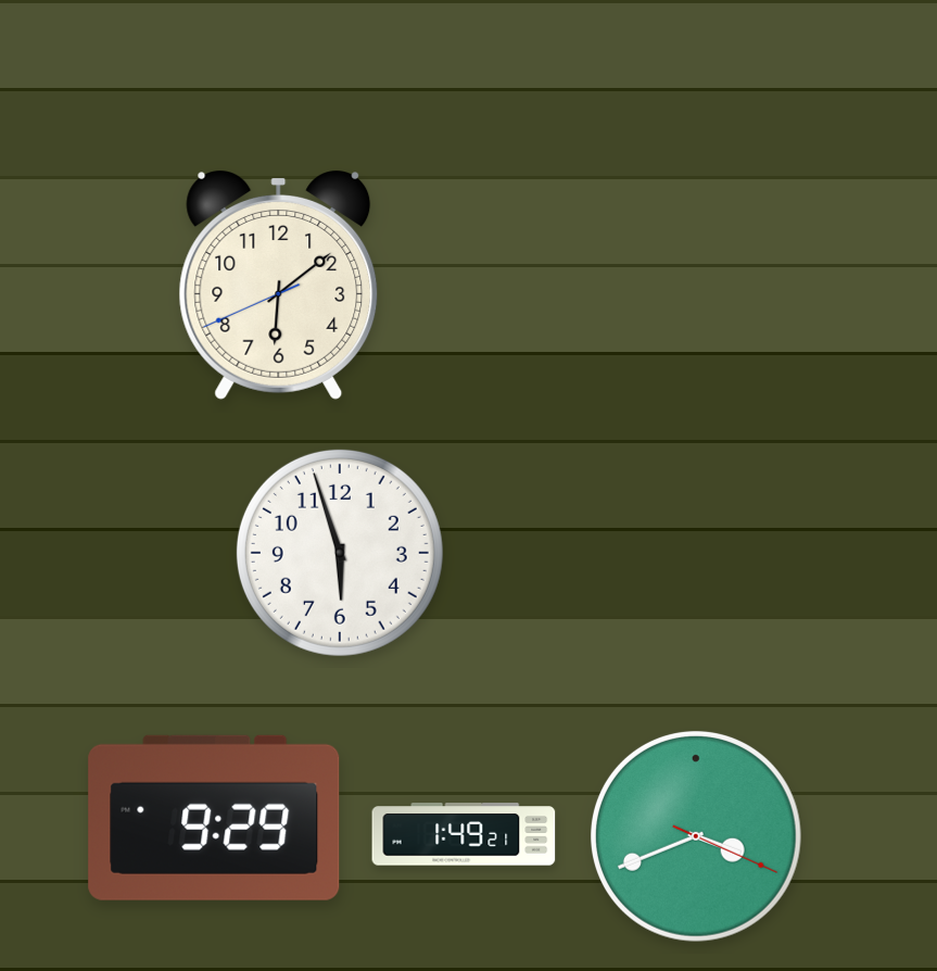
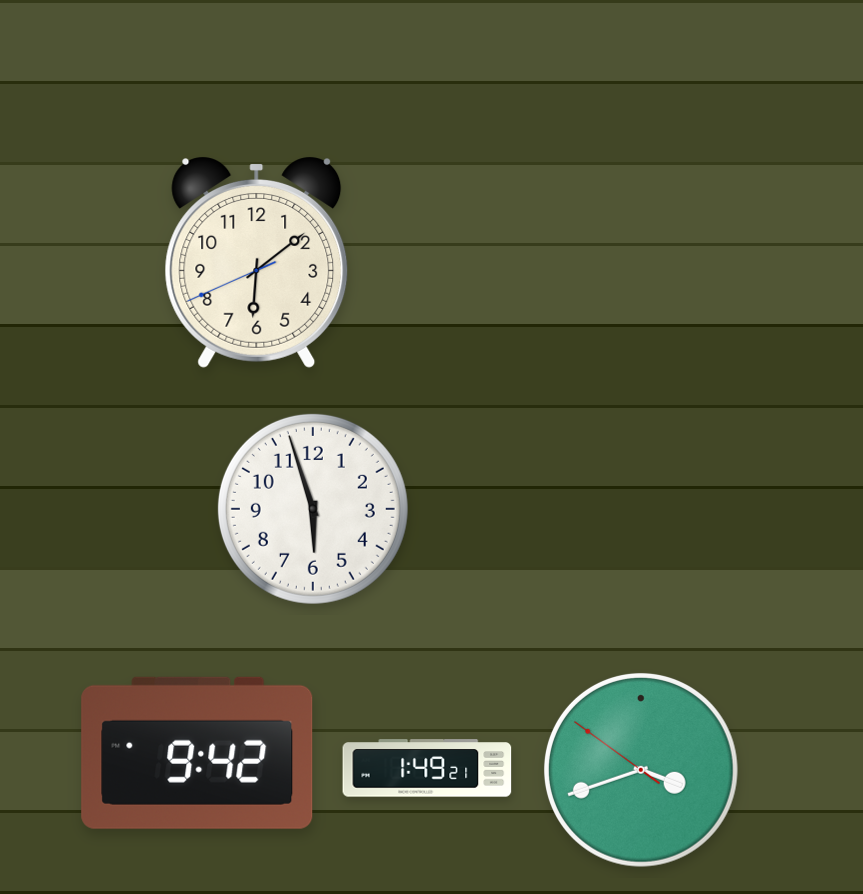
clock at (214, 818): 9:29 -> 9:42
clock at (696, 836): 3:41:19 -> 3:41:51
